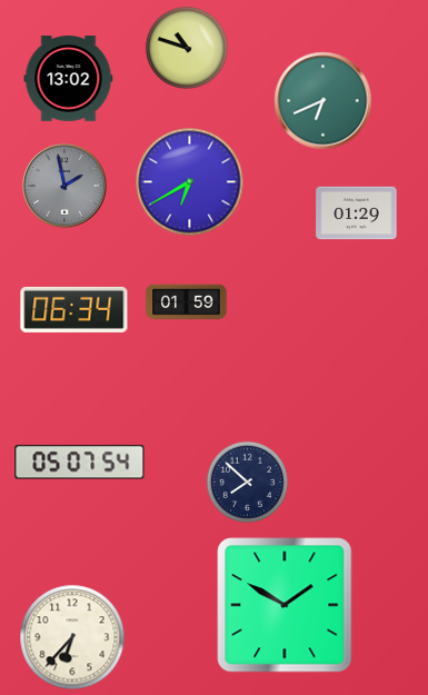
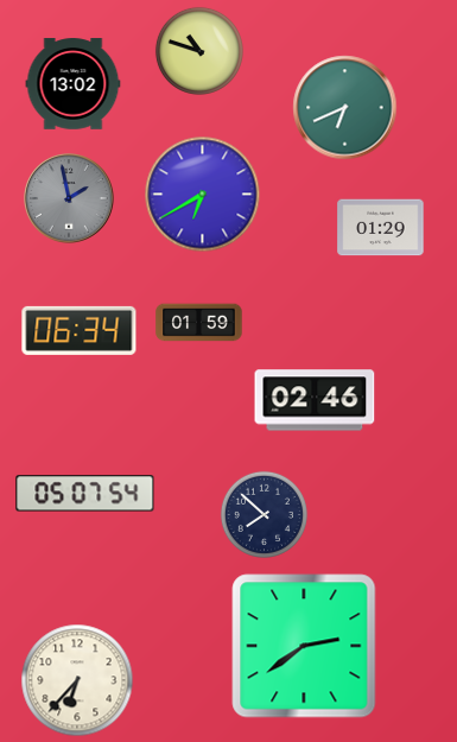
clock at (315, 400): none -> 02:46
clock at (285, 605): 1:50 -> 2:39
